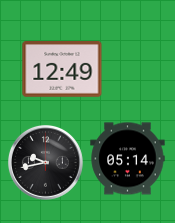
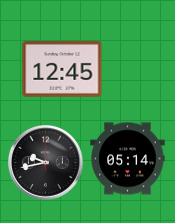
clock at (62, 69): 12:49 -> 12:45
